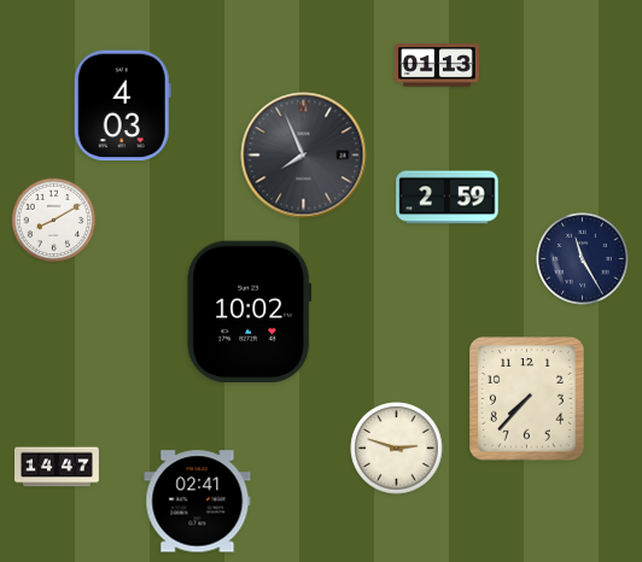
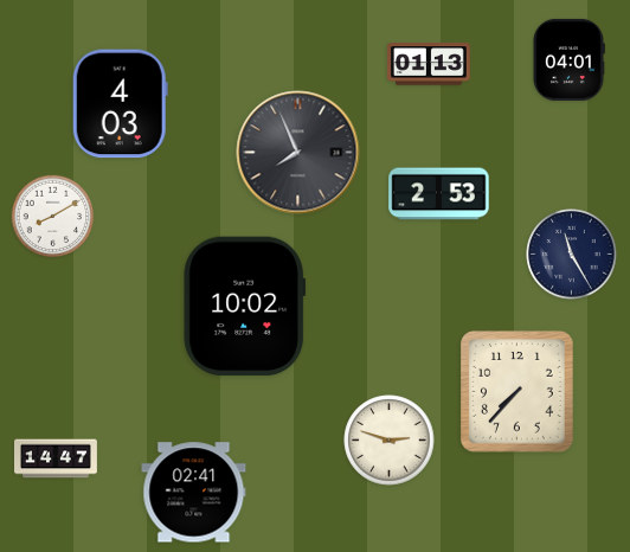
clock at (570, 59): none -> 04:01
clock at (448, 198): 2:59 -> 2:53
